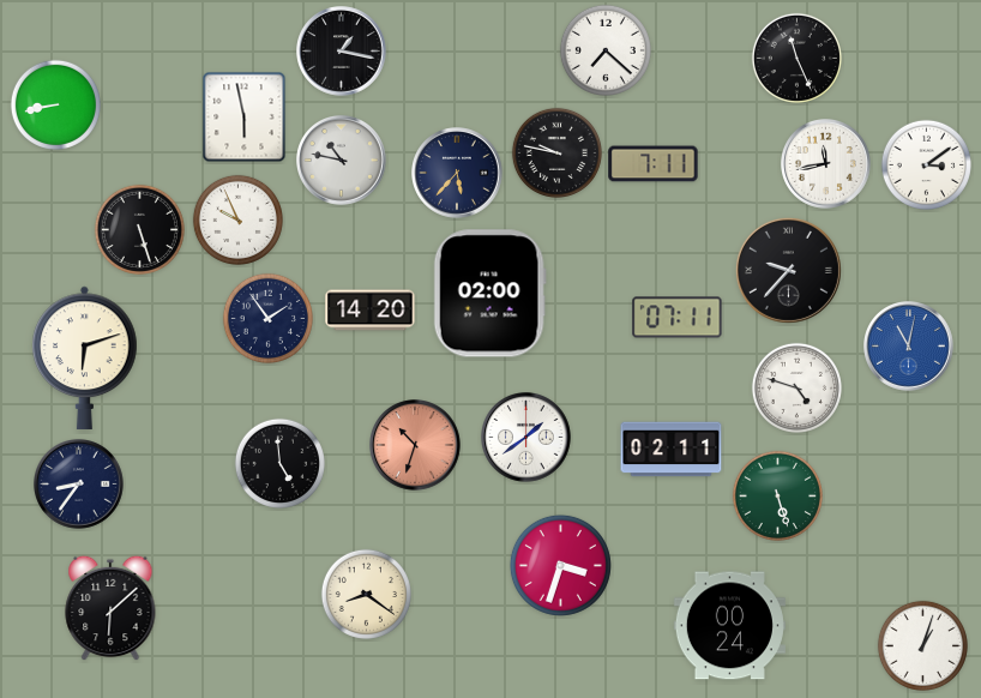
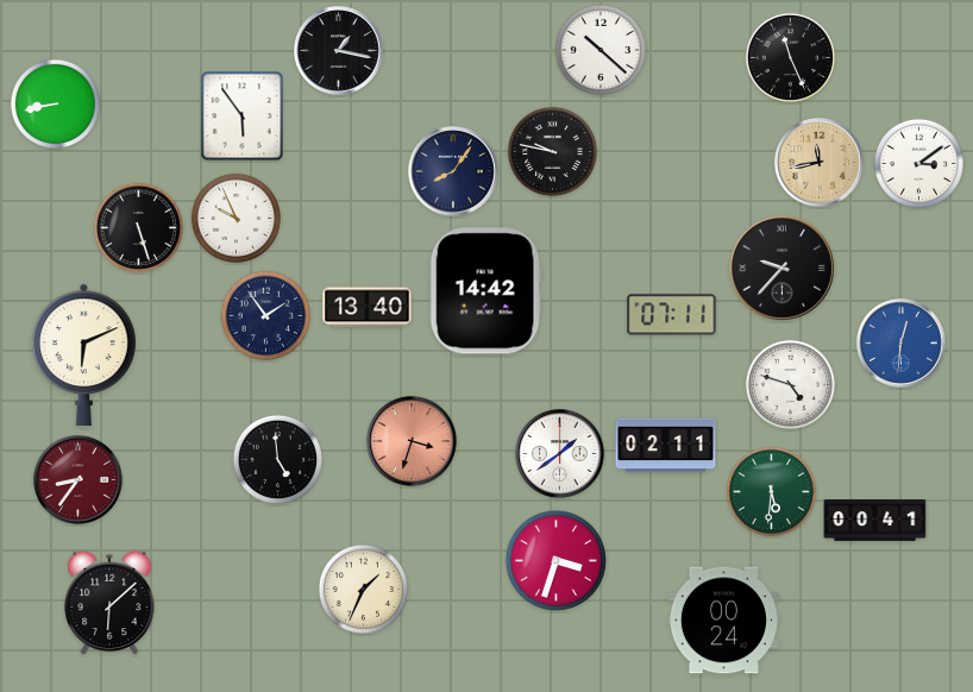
clock at (606, 50): 7:22 -> 10:22
clock at (245, 118): 5:58 -> 5:54
clock at (342, 161): 10:47 -> none
clock at (654, 164): 7:11 -> none
clock at (826, 164) dial: white -> champagne
clock at (458, 174): 5:37 -> 8:06
clock at (489, 294): 02:00 -> 14:42
clock at (371, 311): 14:20 -> 13:40
clock at (909, 347): 11:02 -> 12:31
clock at (85, 357): 6:12 -> 6:11
clock at (526, 438) position: (526, 438) -> (560, 454)
clock at (416, 446): 10:33 -> 3:33
clock at (79, 485) dial: navy -> burgundy
clock at (777, 495): 5:27 -> 5:31
clock at (875, 521): none -> 00:41
clock at (366, 594): 8:21 -> 1:34
clock at (922, 645): 1:03 -> none
